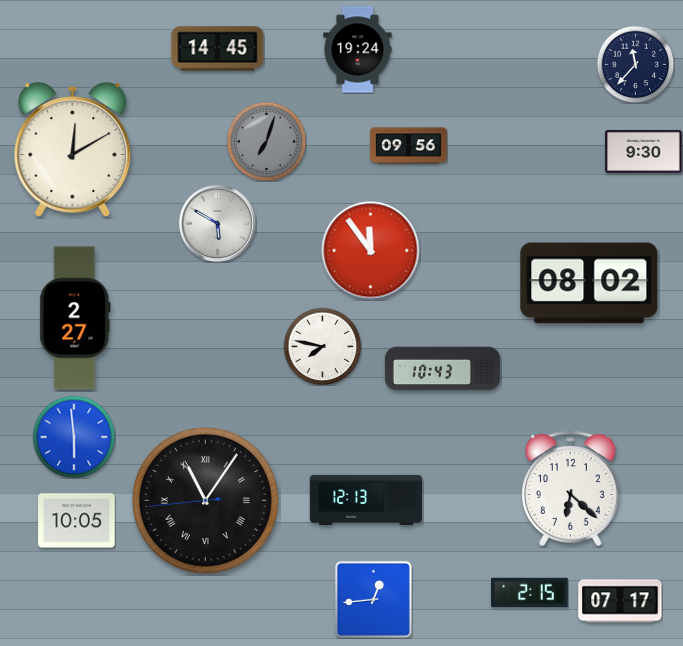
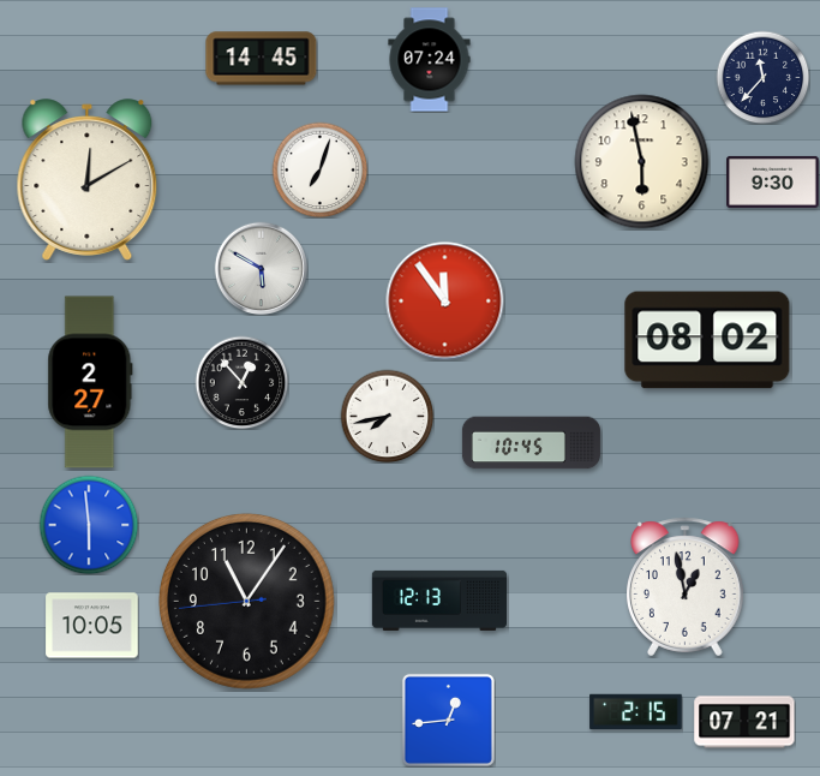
clock at (358, 50): 19:24 -> 07:24
clock at (642, 162): none -> 5:58
clock at (266, 141) dial: grey -> white
clock at (409, 146): 09:56 -> none
clock at (241, 382): none -> 12:53
clock at (322, 346): 7:47 -> 7:43
clock at (442, 369): 10:43 -> 10:45
clock at (571, 489): 6:22 -> 12:58
clock at (205, 500) numerals: Roman -> Arabic
clock at (620, 601): 07:17 -> 07:21
